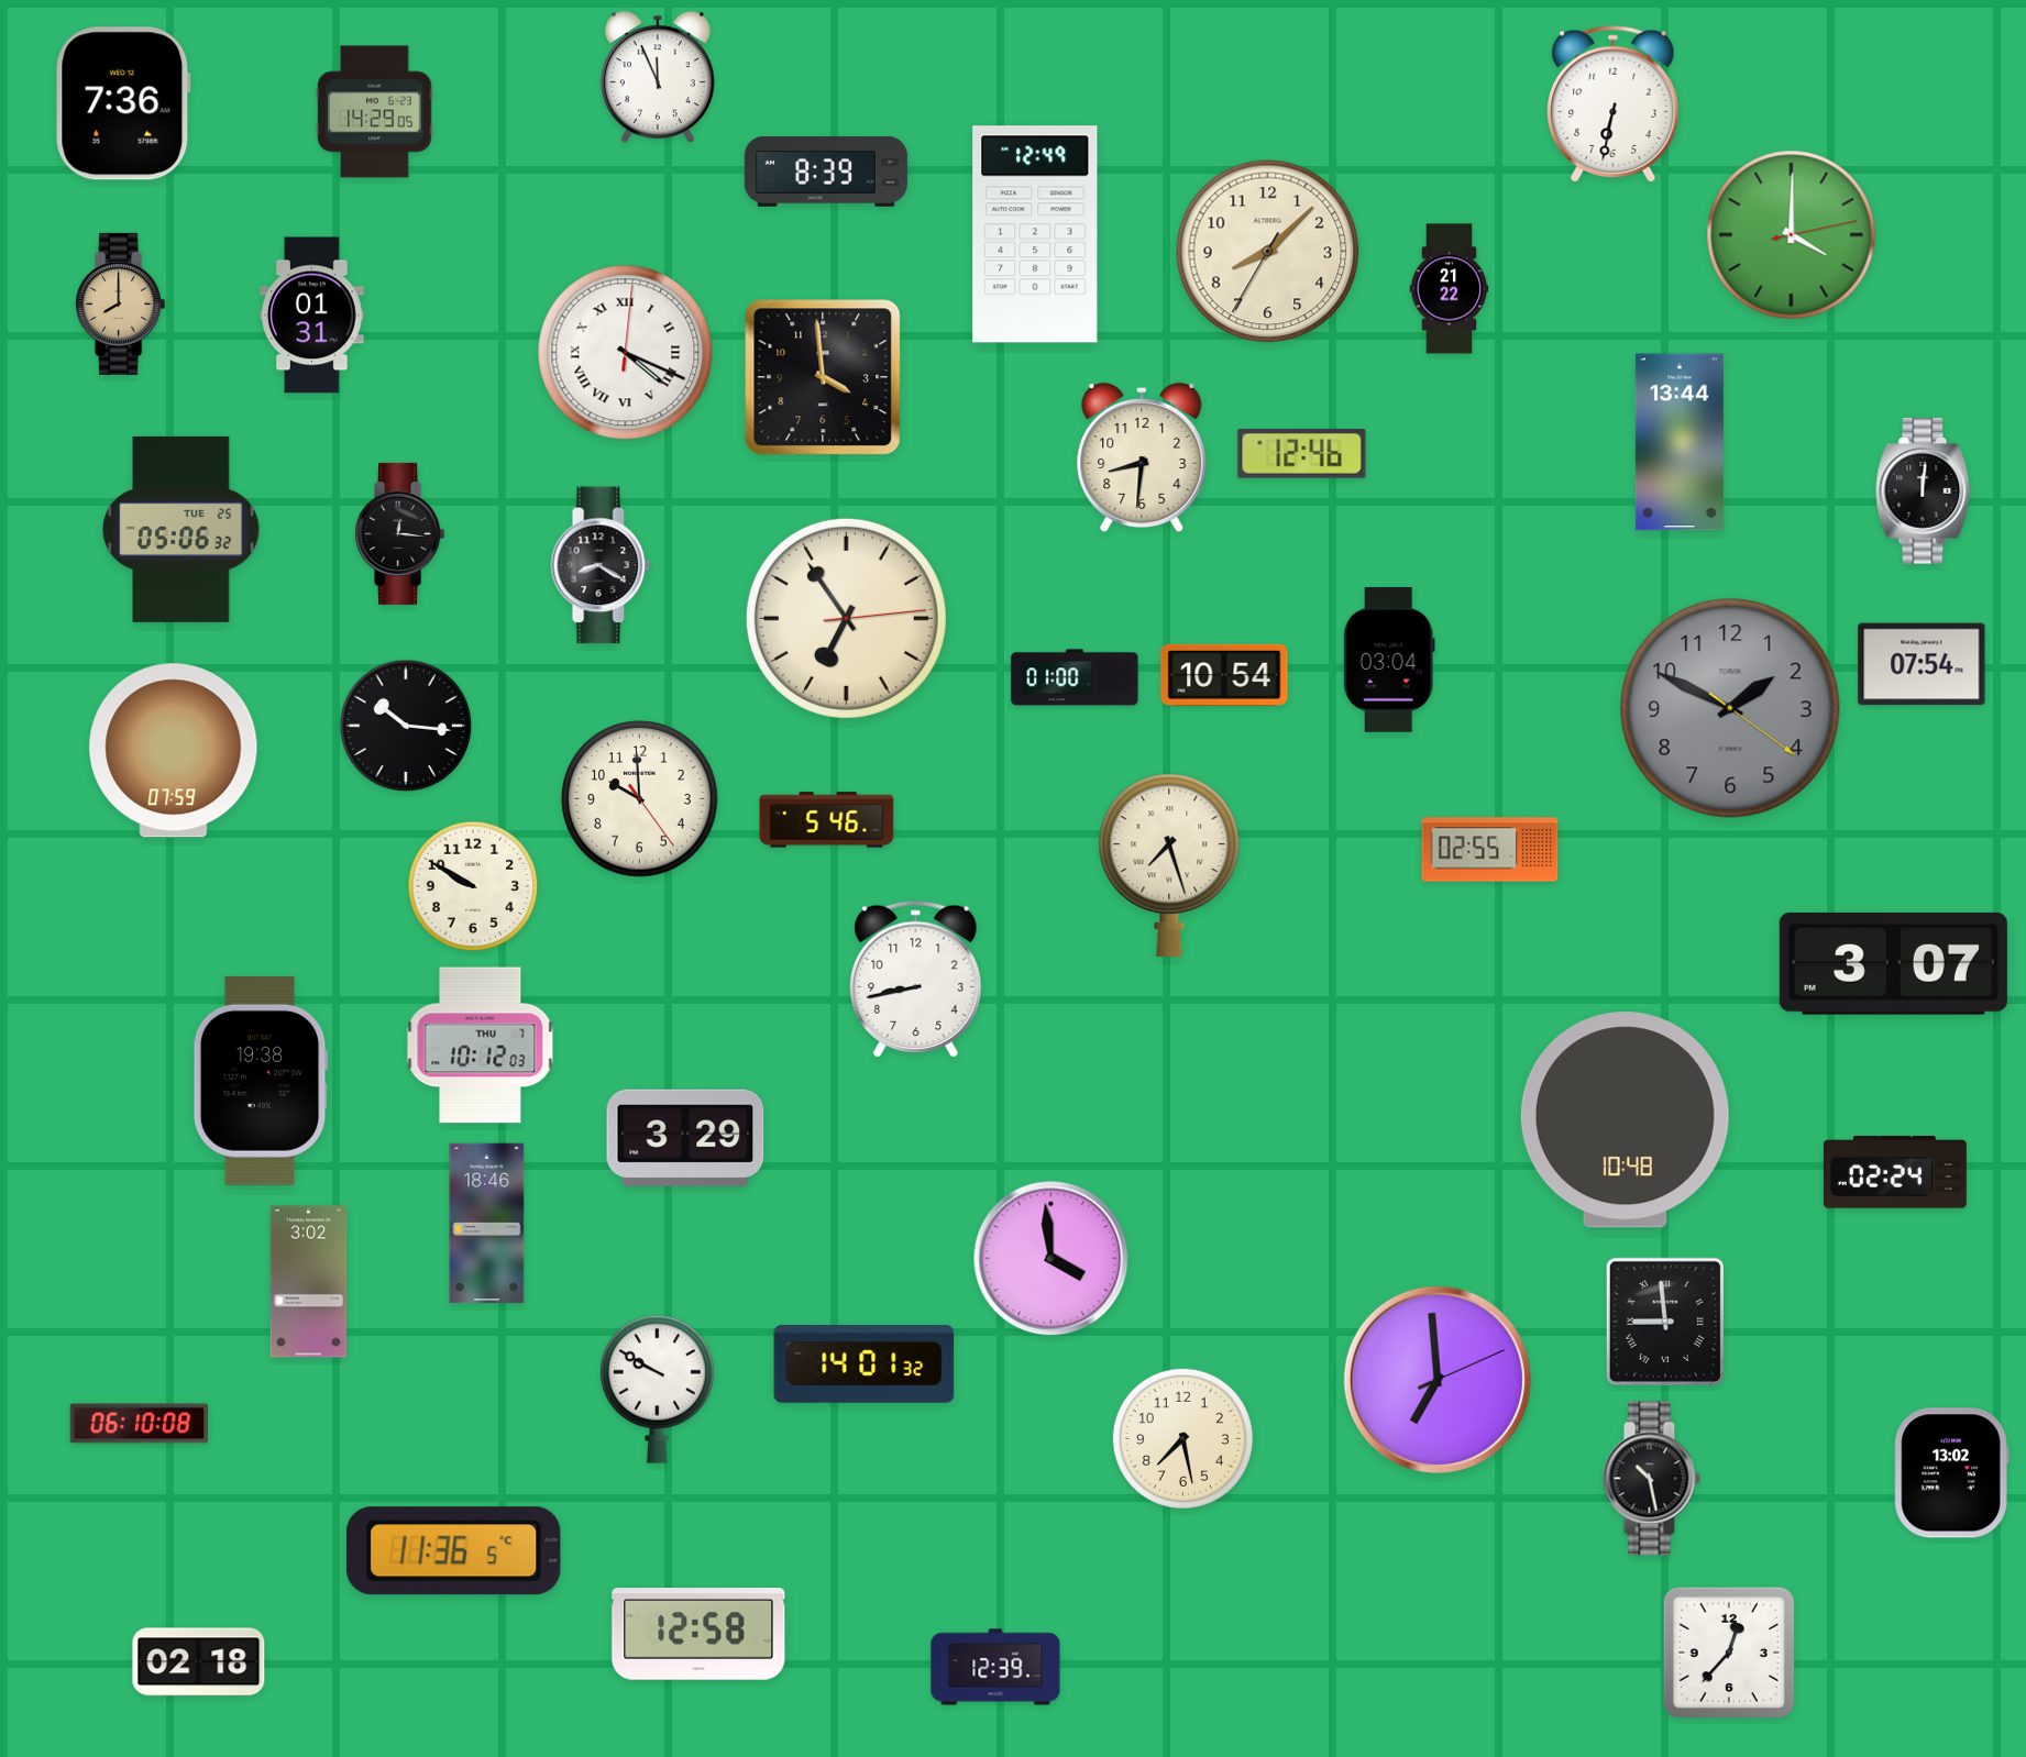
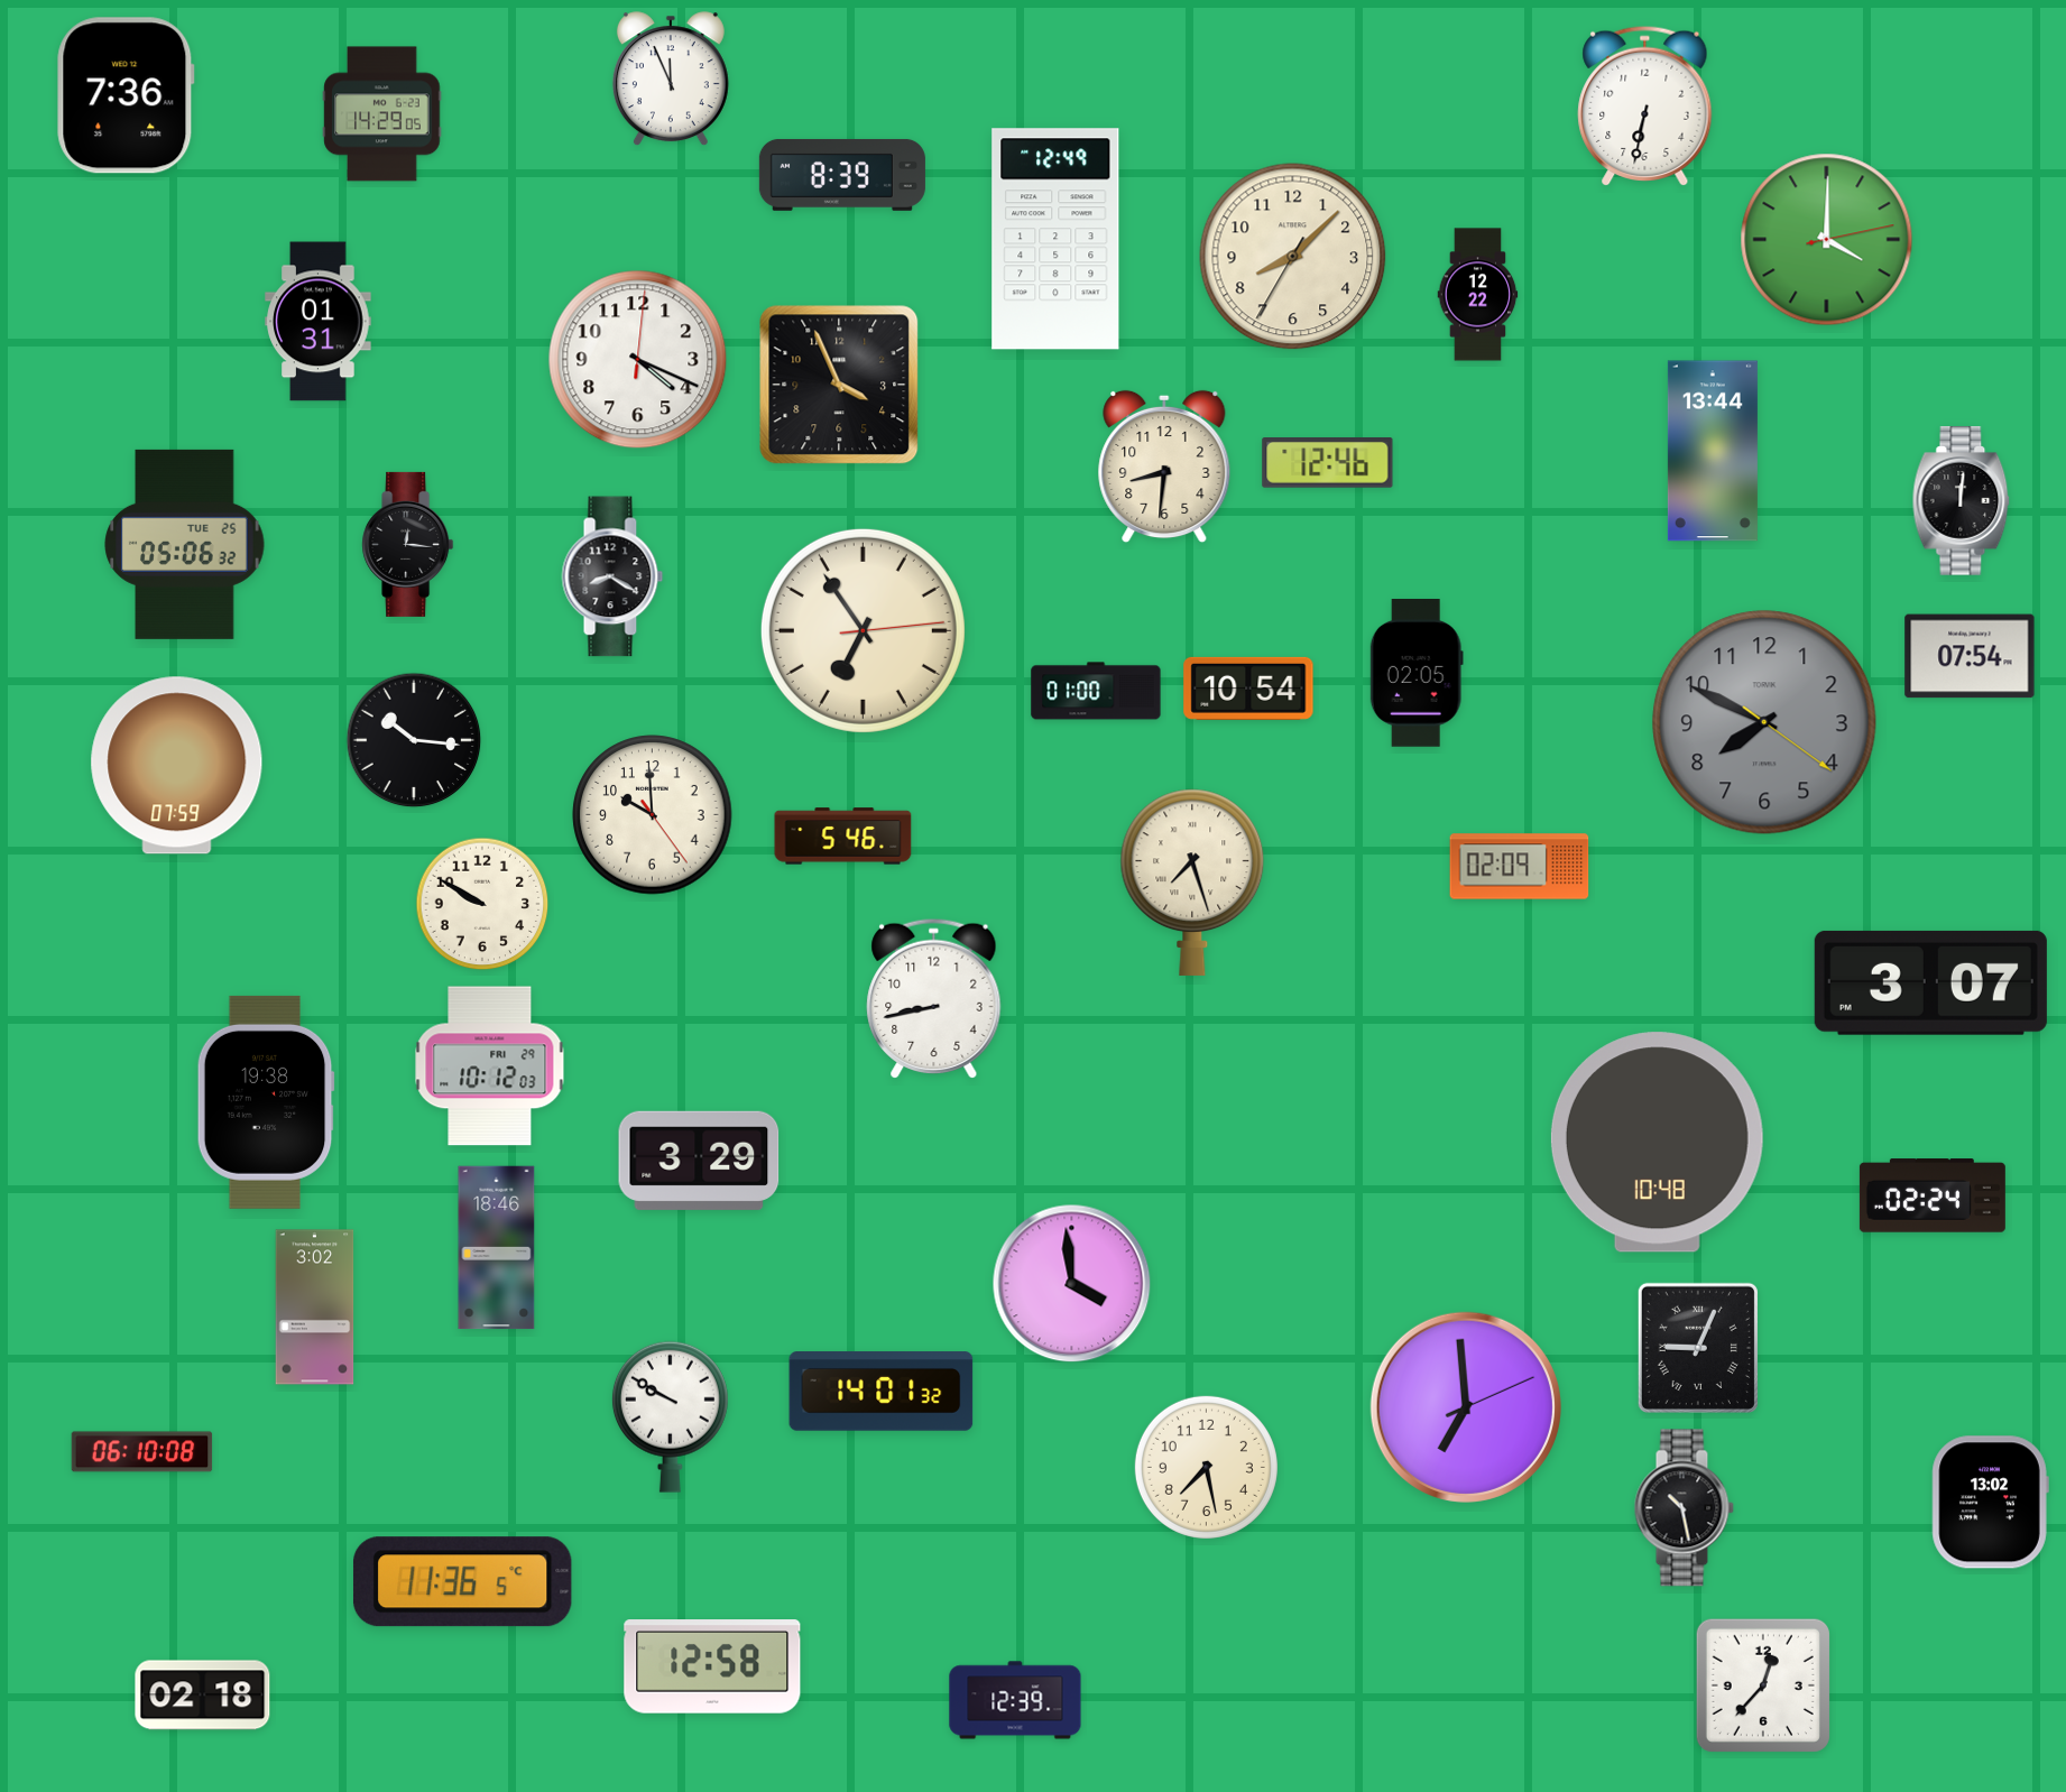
clock at (123, 103) position: (123, 103) -> (126, 95)
clock at (1450, 289): 21:22 -> 12:22
clock at (121, 303): 8:00 -> none
clock at (626, 353) numerals: Roman -> Arabic
clock at (823, 377): 3:59 -> 3:56
clock at (181, 529) position: (181, 529) -> (185, 544)
clock at (1389, 661): 03:04 -> 02:05
clock at (1922, 664) position: (1922, 664) -> (1970, 656)
clock at (1730, 708): 1:49 -> 7:49
clock at (1490, 850): 02:55 -> 02:09
clock at (481, 1046) date: THU 7 -> FRI 29
clock at (1665, 1322): 8:59 -> 9:04
